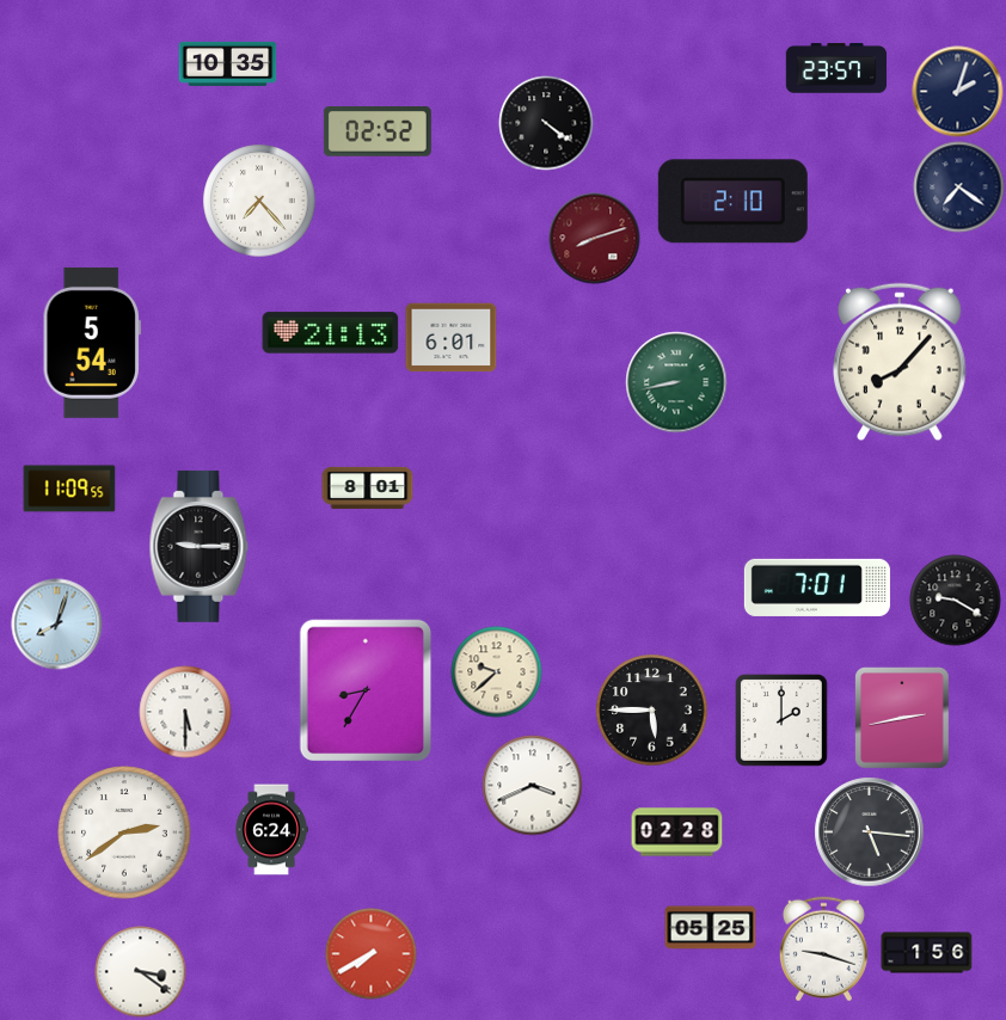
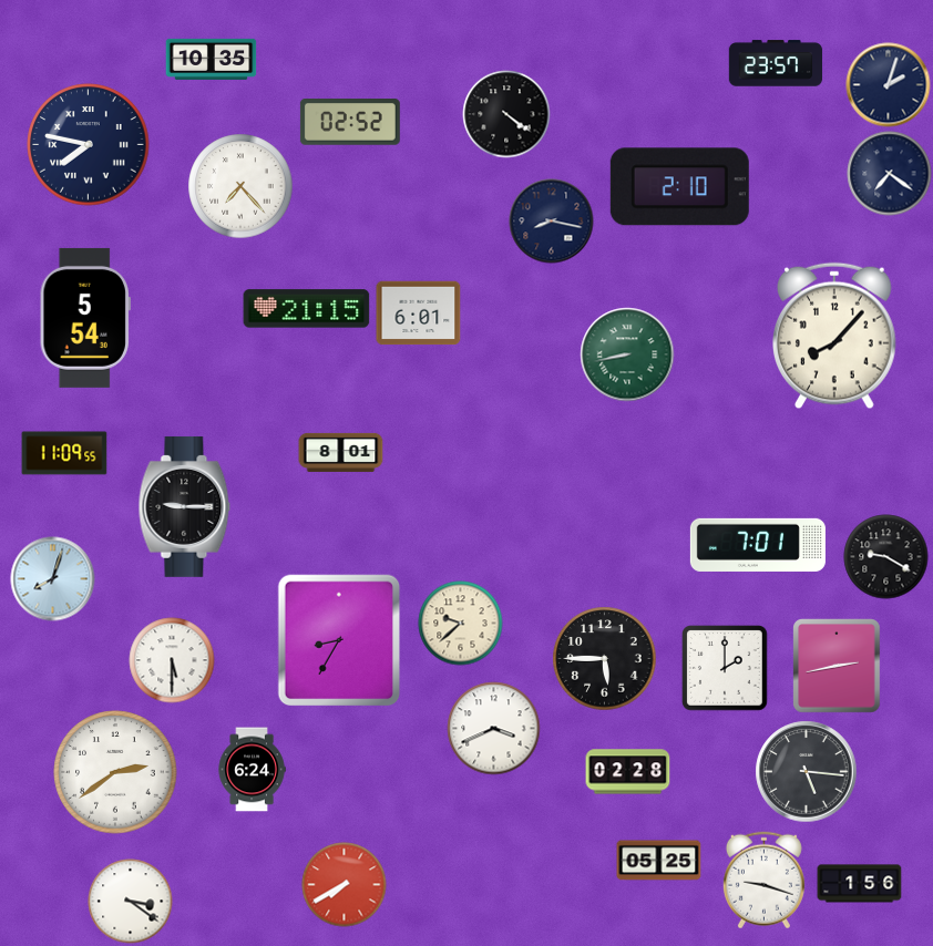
clock at (89, 145): none -> 7:47
clock at (595, 239): 8:12 -> 8:17
clock at (595, 239) dial: burgundy -> navy
clock at (331, 333): 21:13 -> 21:15
